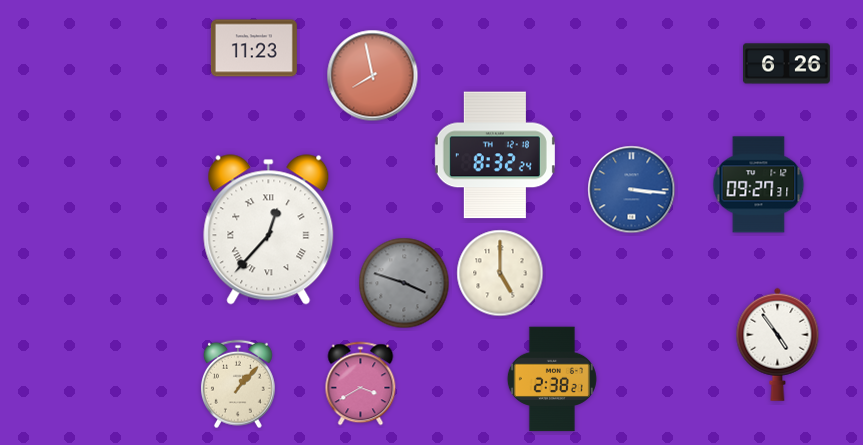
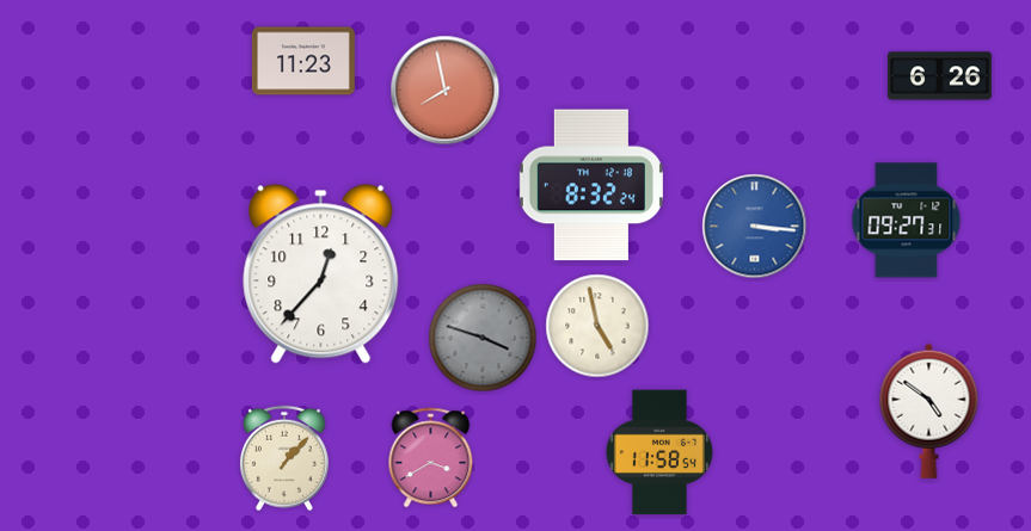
clock at (254, 48) position: (254, 48) -> (303, 61)
clock at (269, 230) numerals: Roman -> Arabic
clock at (500, 273): 5:00 -> 4:58
clock at (778, 344): 4:54 -> 4:51
clock at (552, 379): 2:38 -> 11:58
